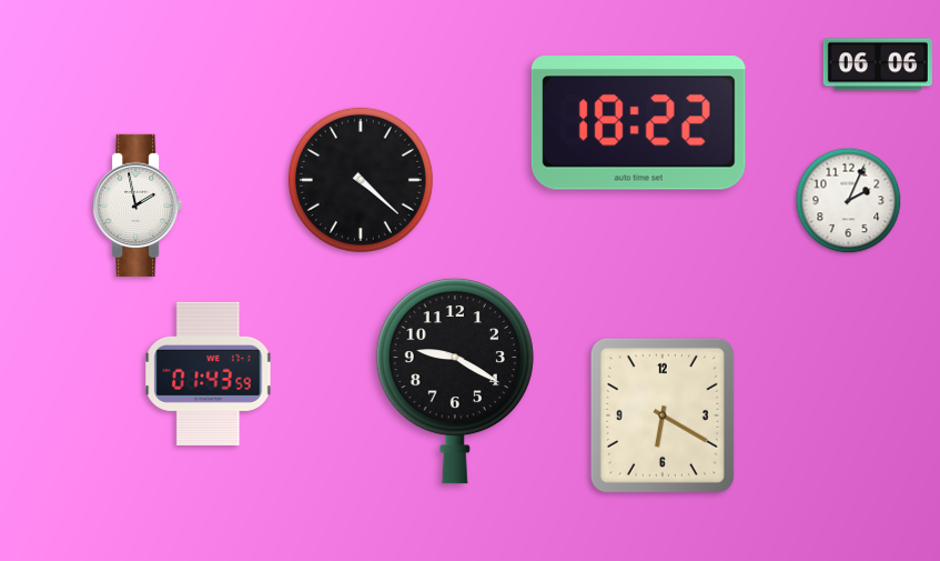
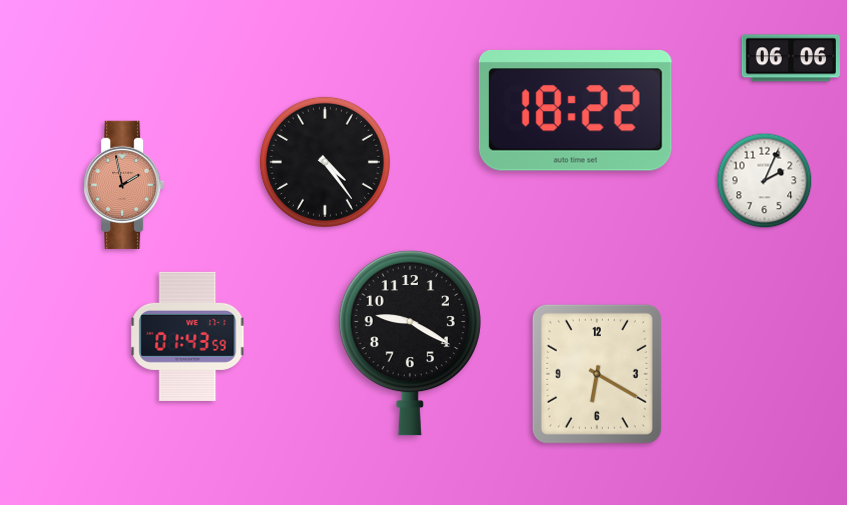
clock at (361, 180): 4:22 -> 4:24
clock at (138, 206) dial: white -> salmon
